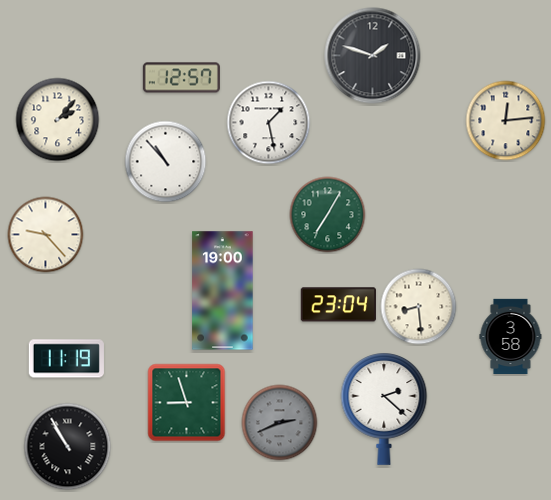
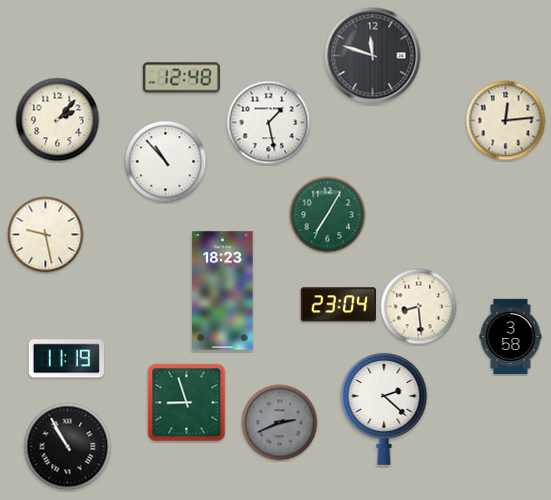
clock at (373, 56): 1:48 -> 11:48
clock at (181, 78): 12:57 -> 12:48
clock at (46, 235): 9:23 -> 9:28
clock at (223, 291): 19:00 -> 18:23
